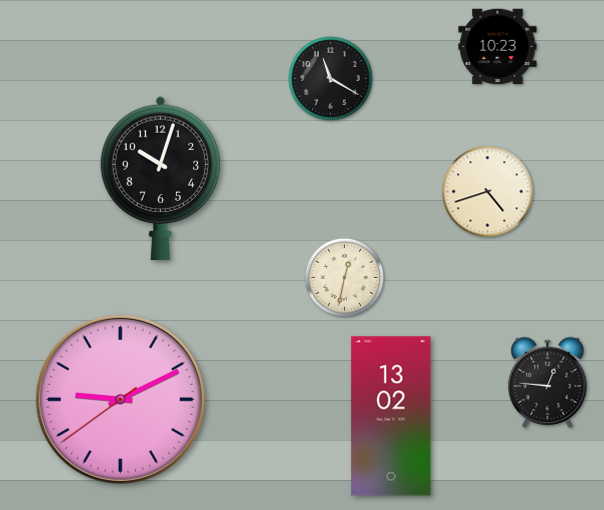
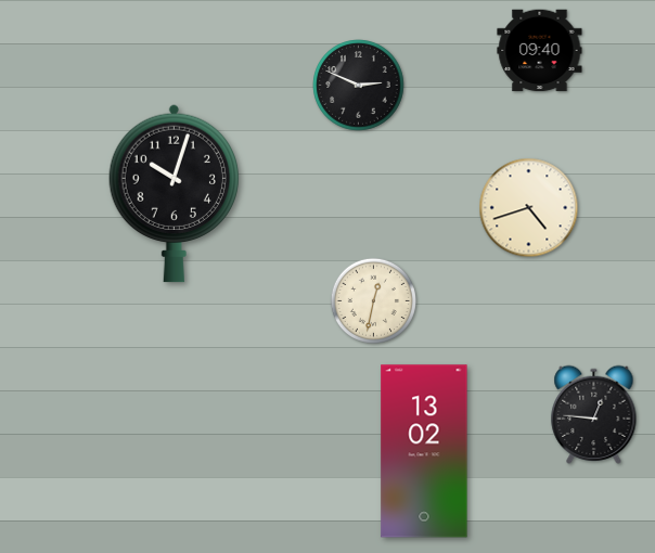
clock at (498, 47): 10:23 -> 09:40
clock at (331, 79): 11:20 -> 2:49
clock at (120, 399): 9:10 -> none
